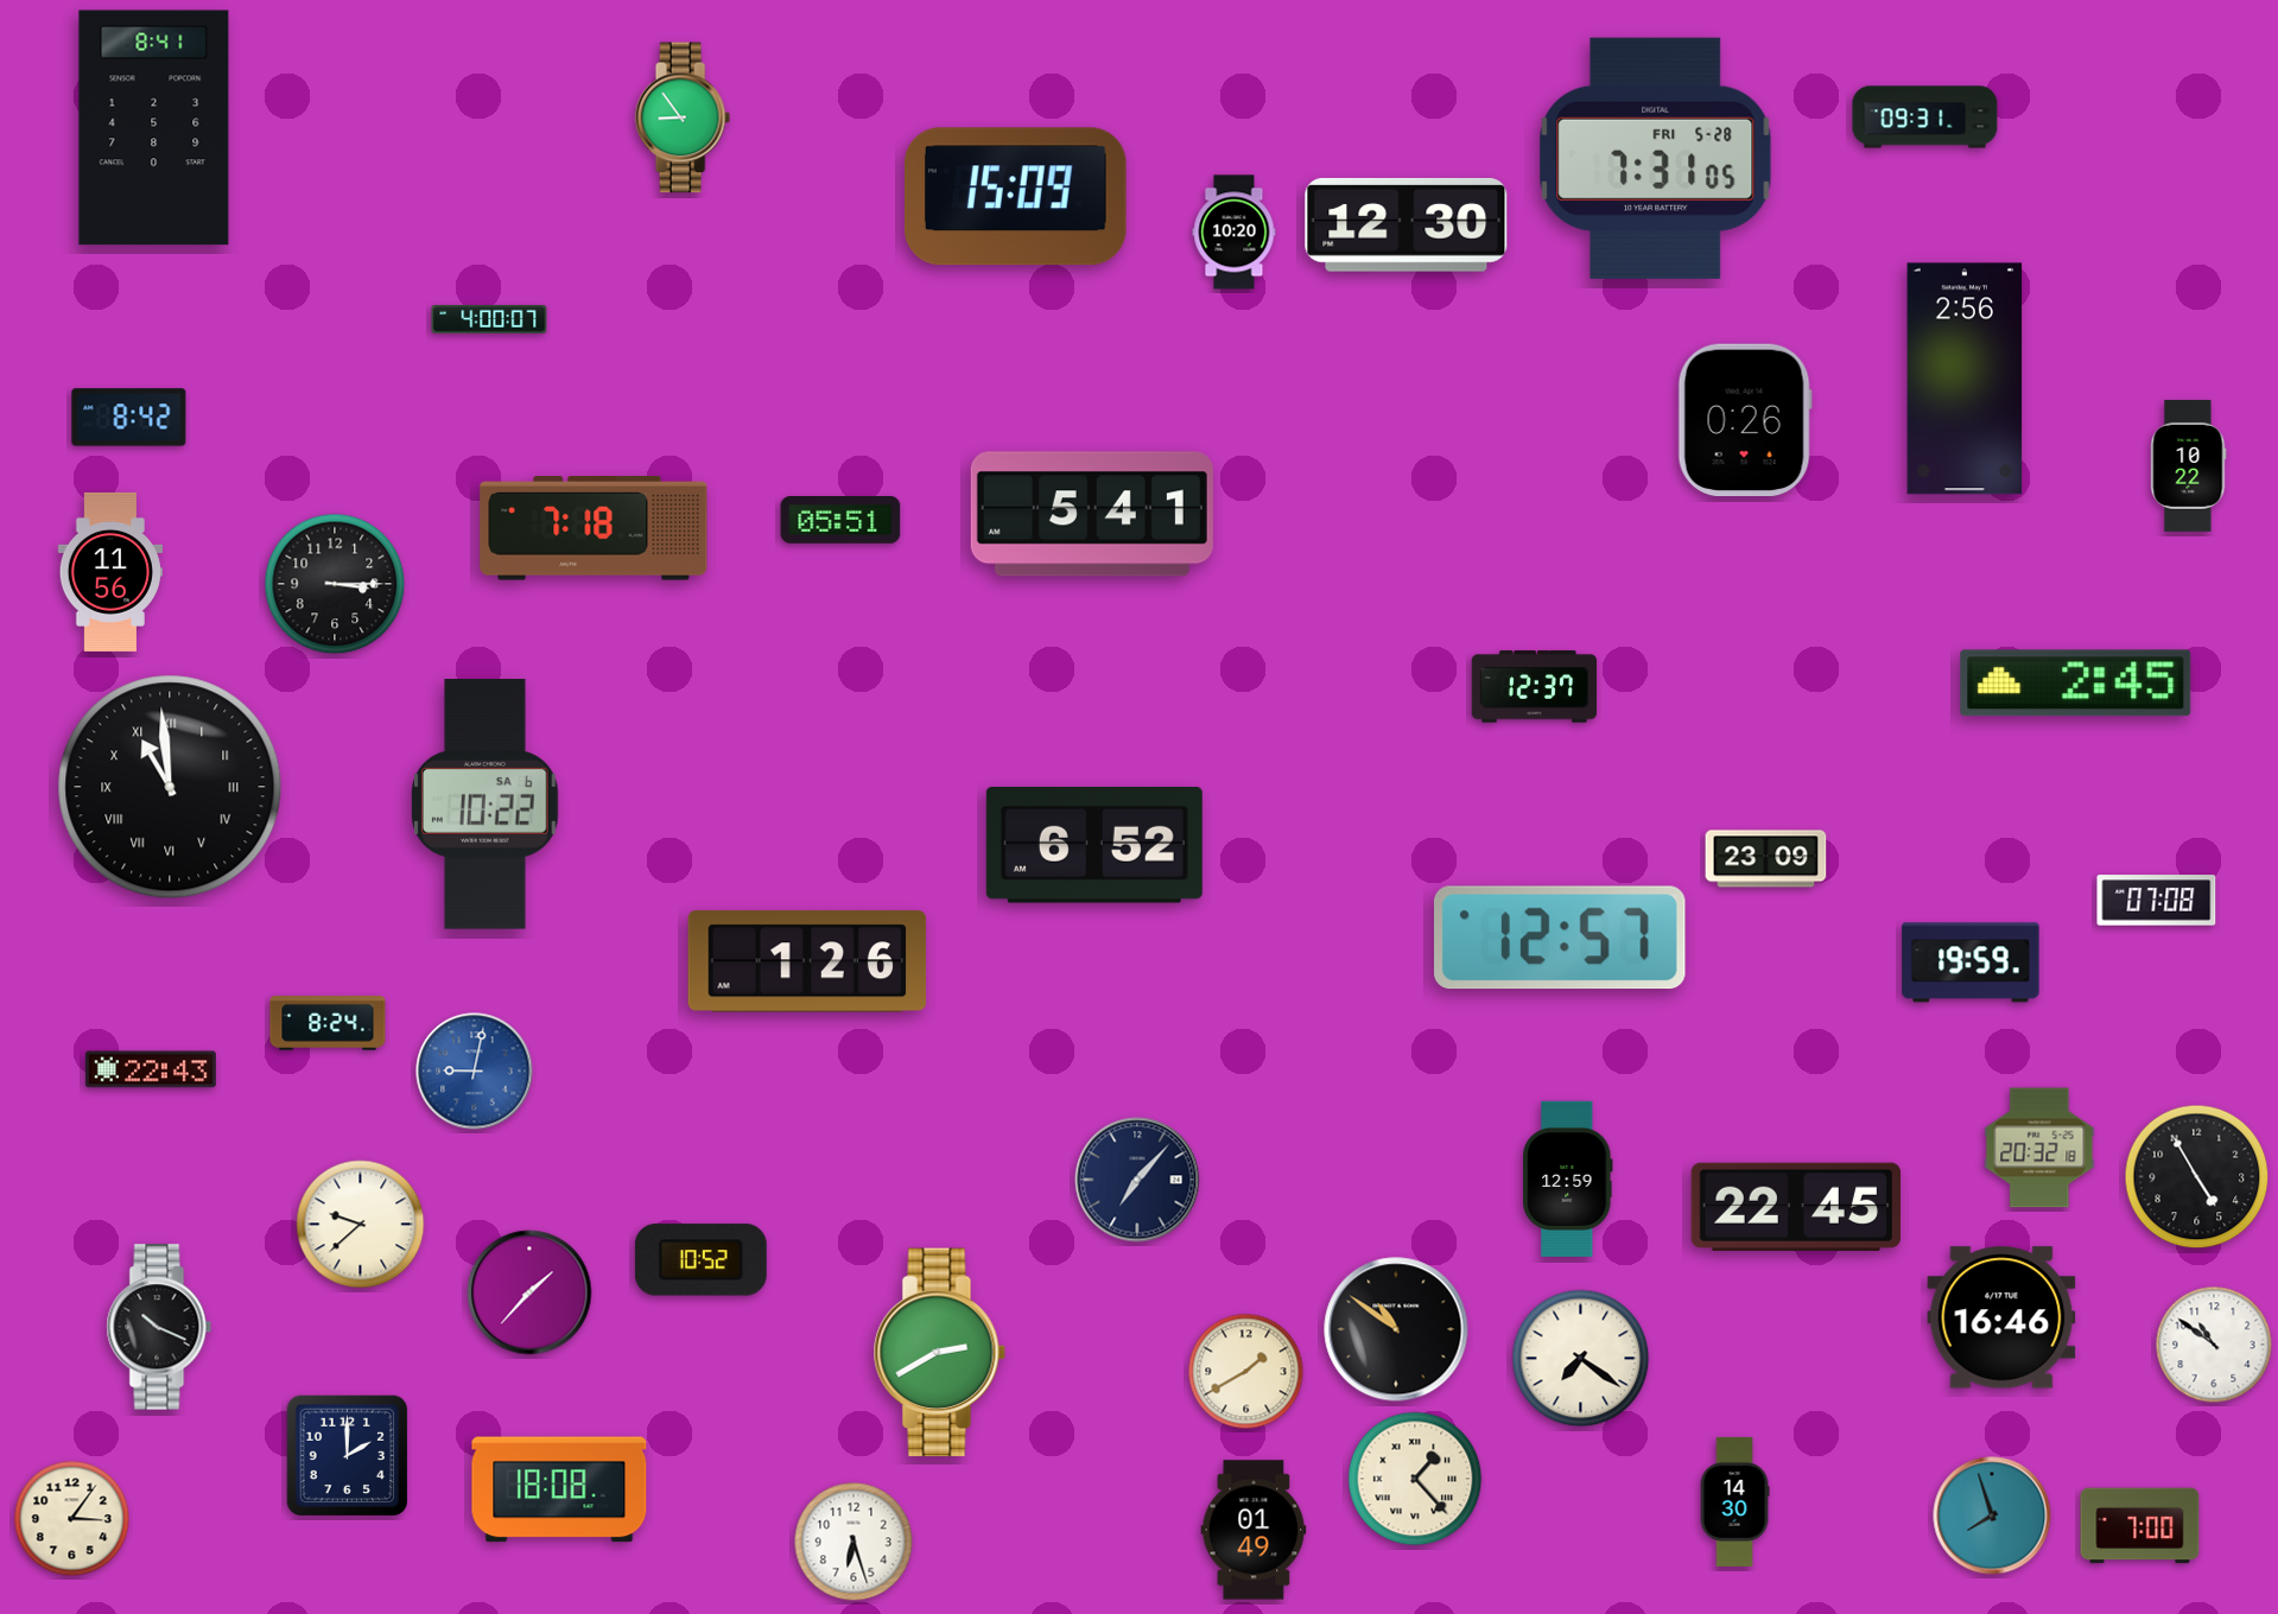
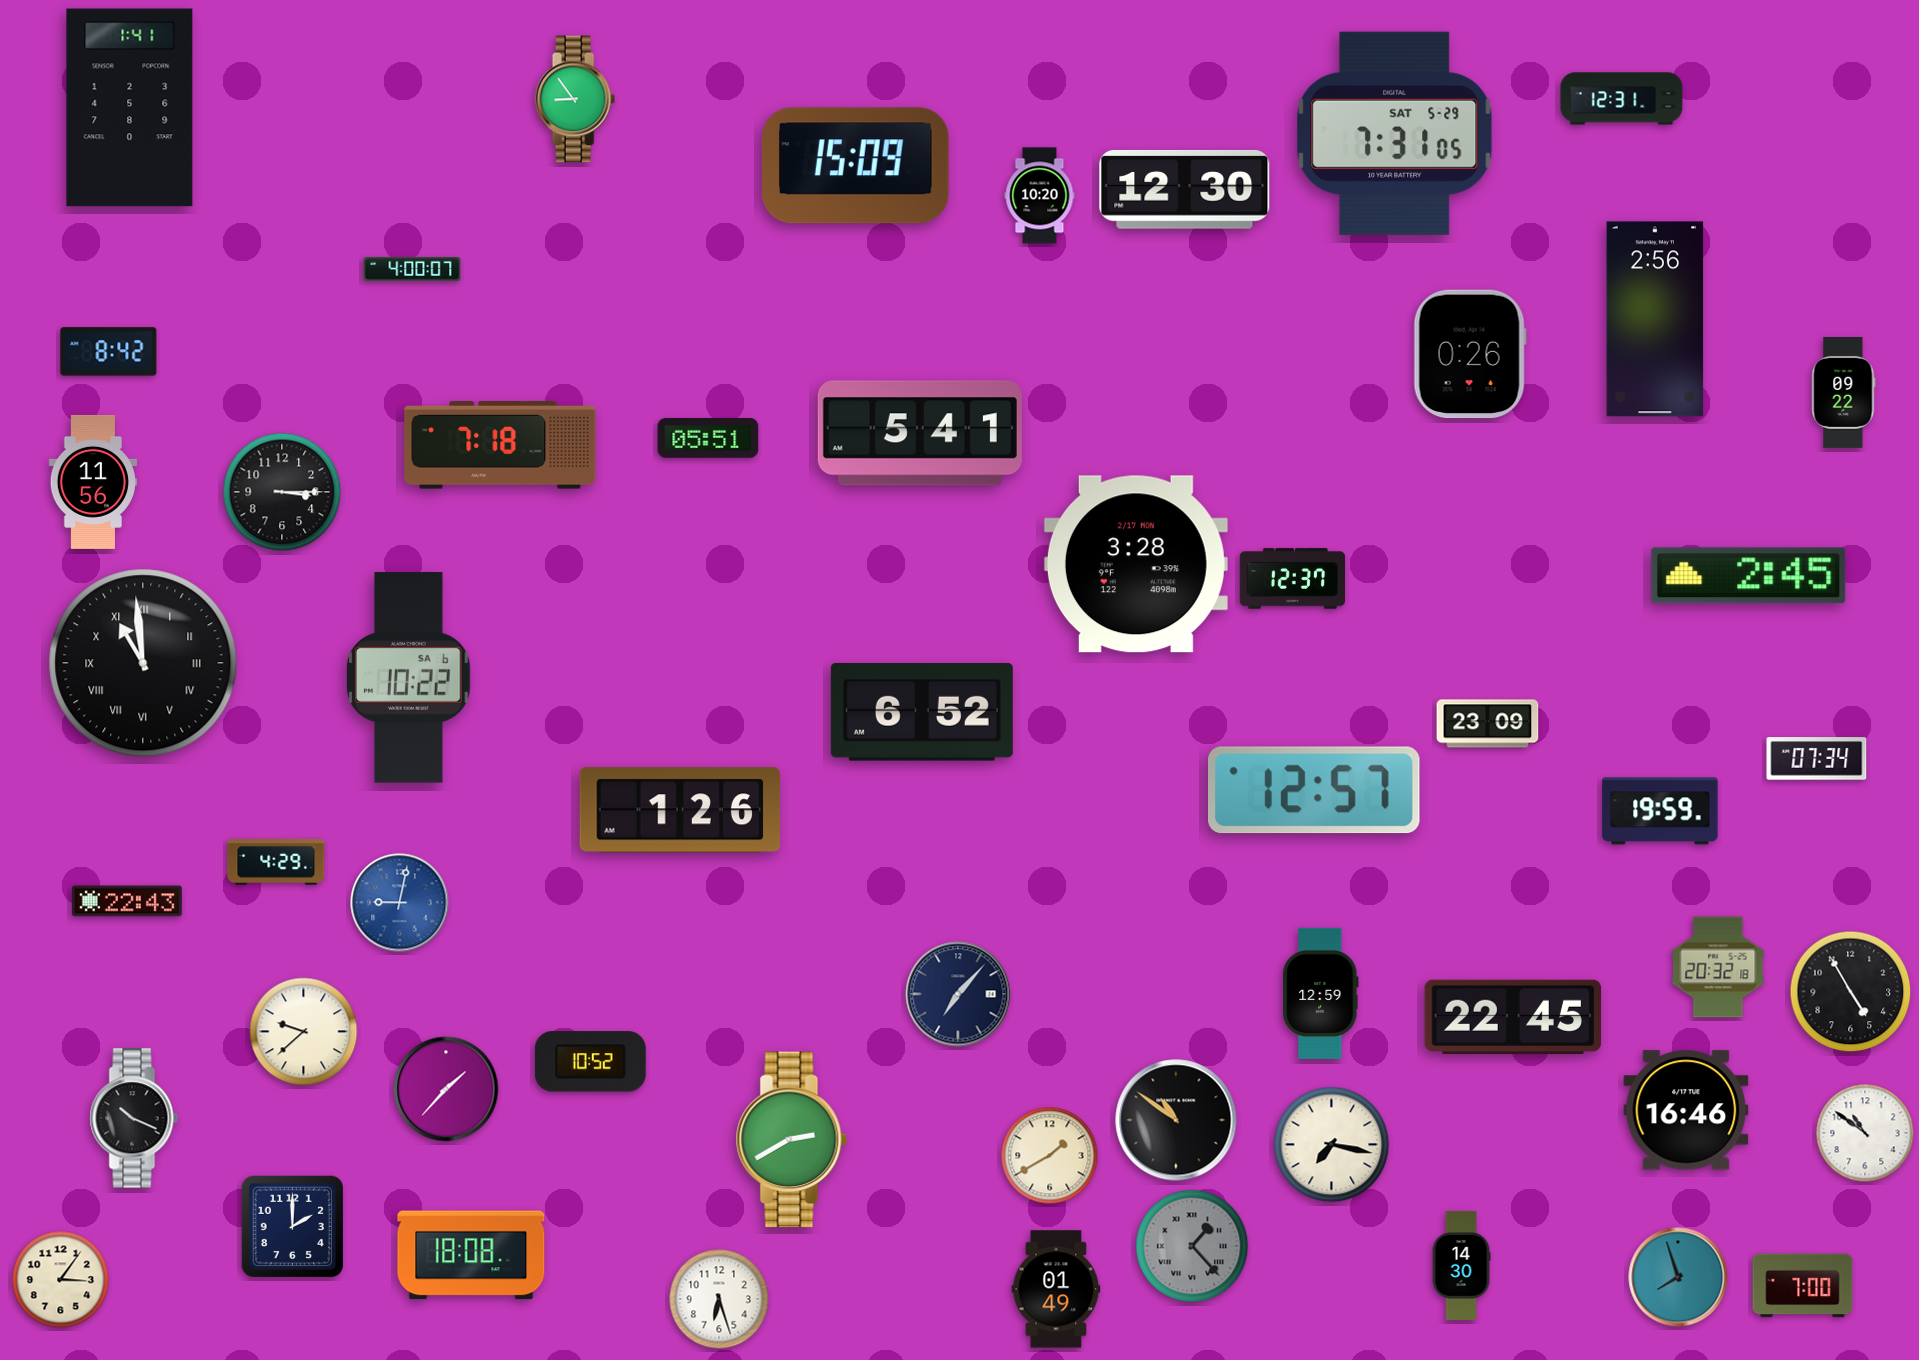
clock at (1925, 117): 09:31 -> 12:31
clock at (154, 128): 8:41 -> 1:41
clock at (1656, 158) date: FRI 5-28 -> SAT 5-29
clock at (2189, 465): 10:22 -> 09:22
clock at (1136, 564): none -> 3:28
clock at (2157, 901): 07:08 -> 07:34
clock at (328, 1023): 8:24 -> 4:29
clock at (1581, 1359): 7:21 -> 7:17
clock at (1415, 1479) dial: cream -> grey
